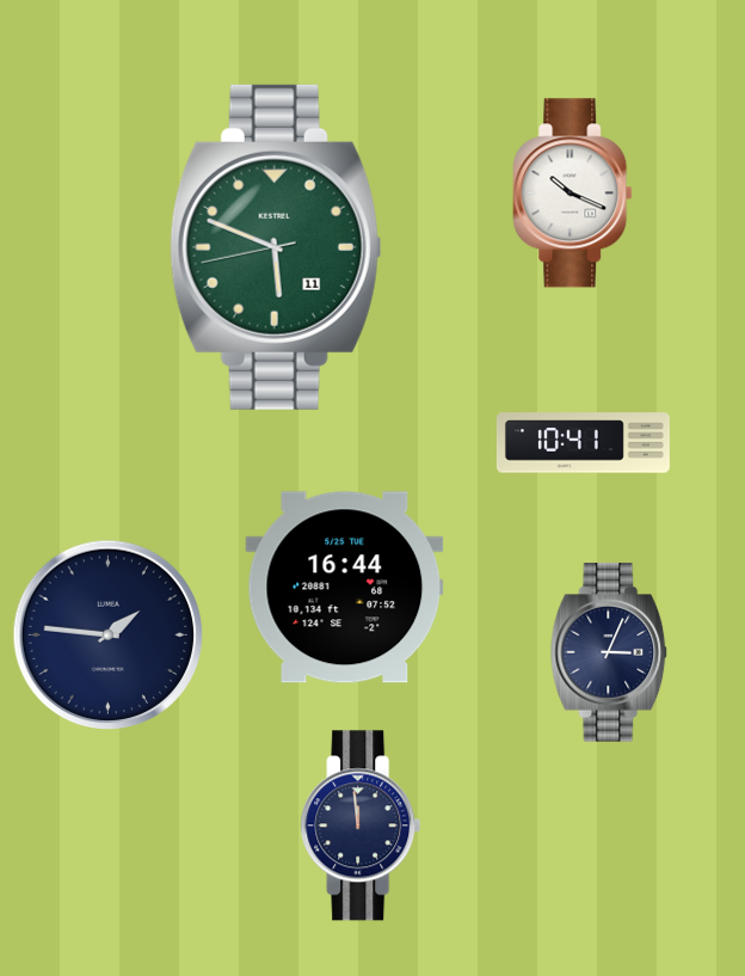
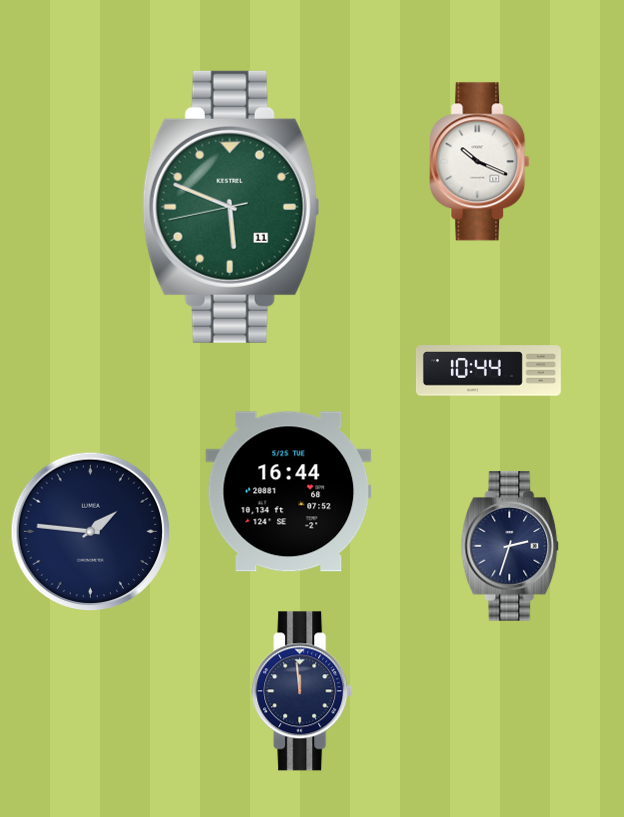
clock at (583, 443): 10:41 -> 10:44
clock at (609, 652): 3:04 -> 2:33
